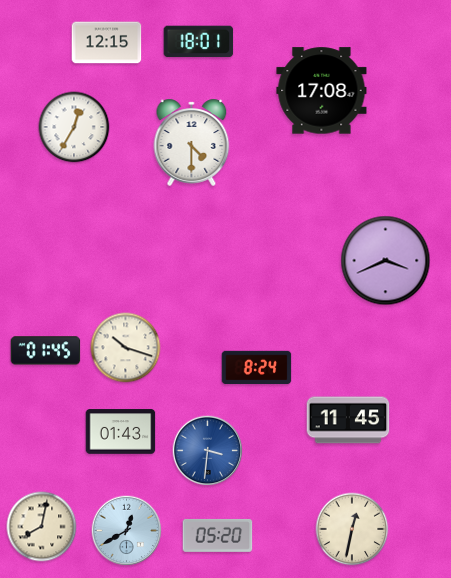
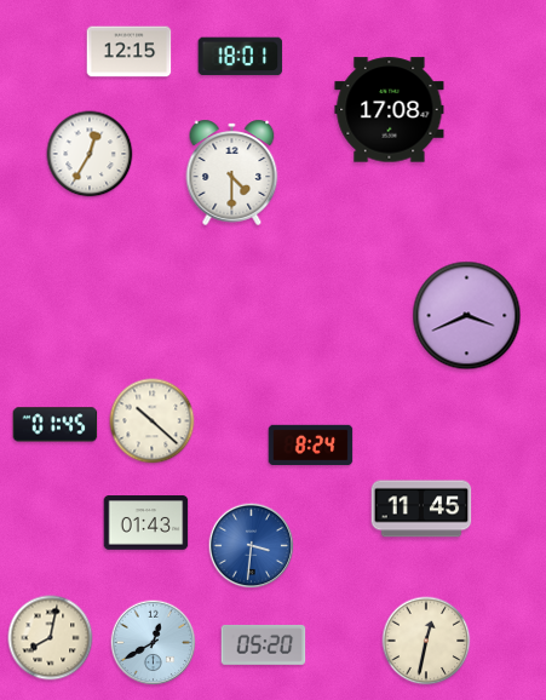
clock at (199, 42) position: (199, 42) -> (241, 57)
clock at (126, 348): 10:18 -> 10:22
clock at (218, 535) position: (218, 535) -> (264, 644)
